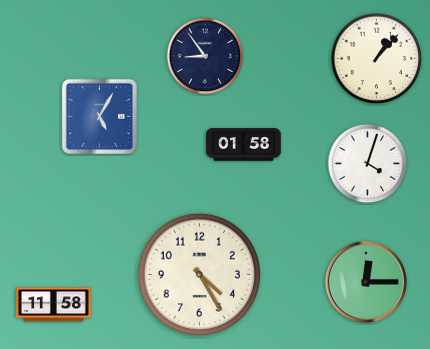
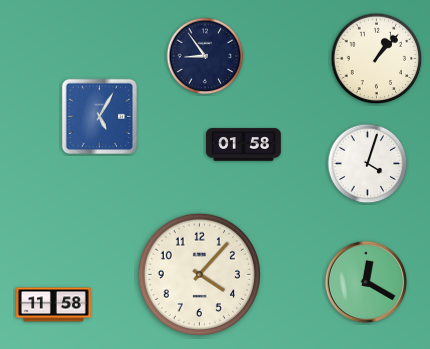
clock at (199, 274): 4:25 -> 4:07
clock at (366, 282): 12:15 -> 12:20
